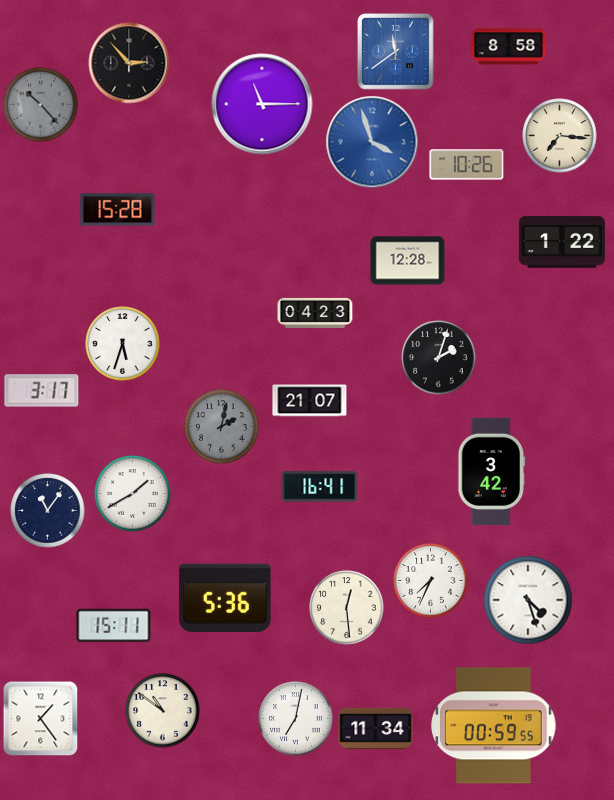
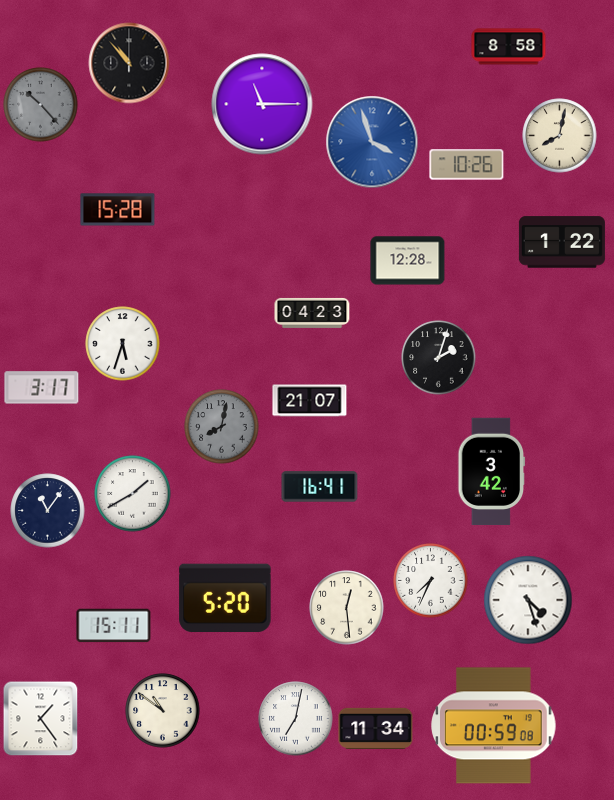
clock at (396, 52): 11:39 -> none
clock at (129, 63): 2:53 -> 10:53
clock at (560, 136): 7:16 -> 8:02
clock at (315, 313) position: (315, 313) -> (312, 313)
clock at (42, 391) position: (42, 391) -> (42, 388)
clock at (222, 427): 2:02 -> 8:02
clock at (225, 598): 5:36 -> 5:20
clock at (494, 726): 00:59:55 -> 00:59:08
